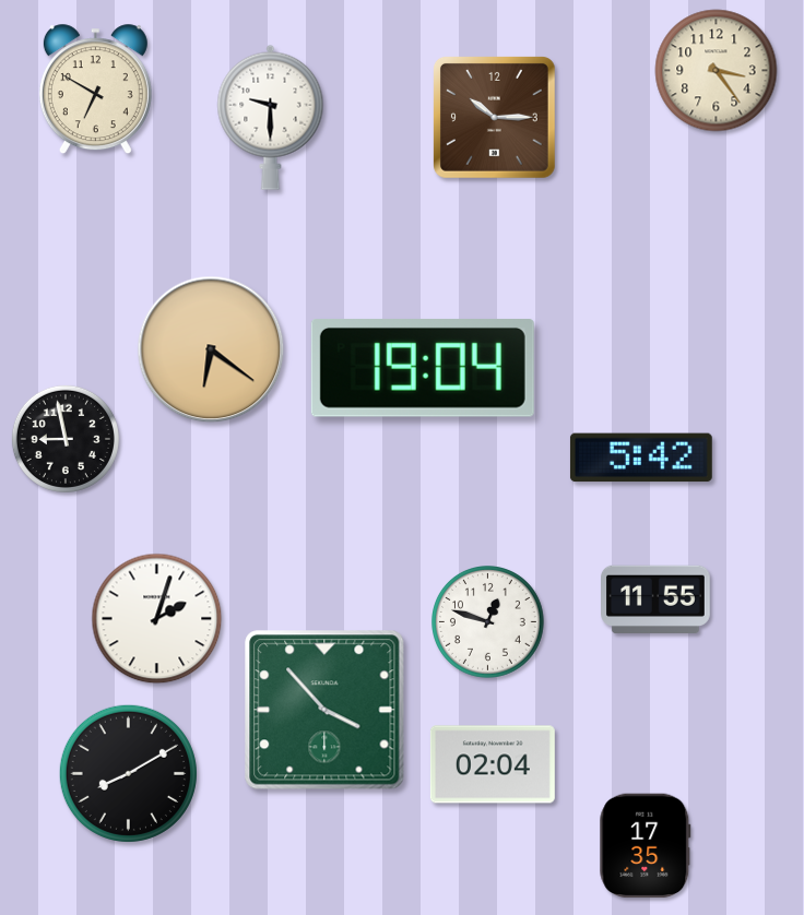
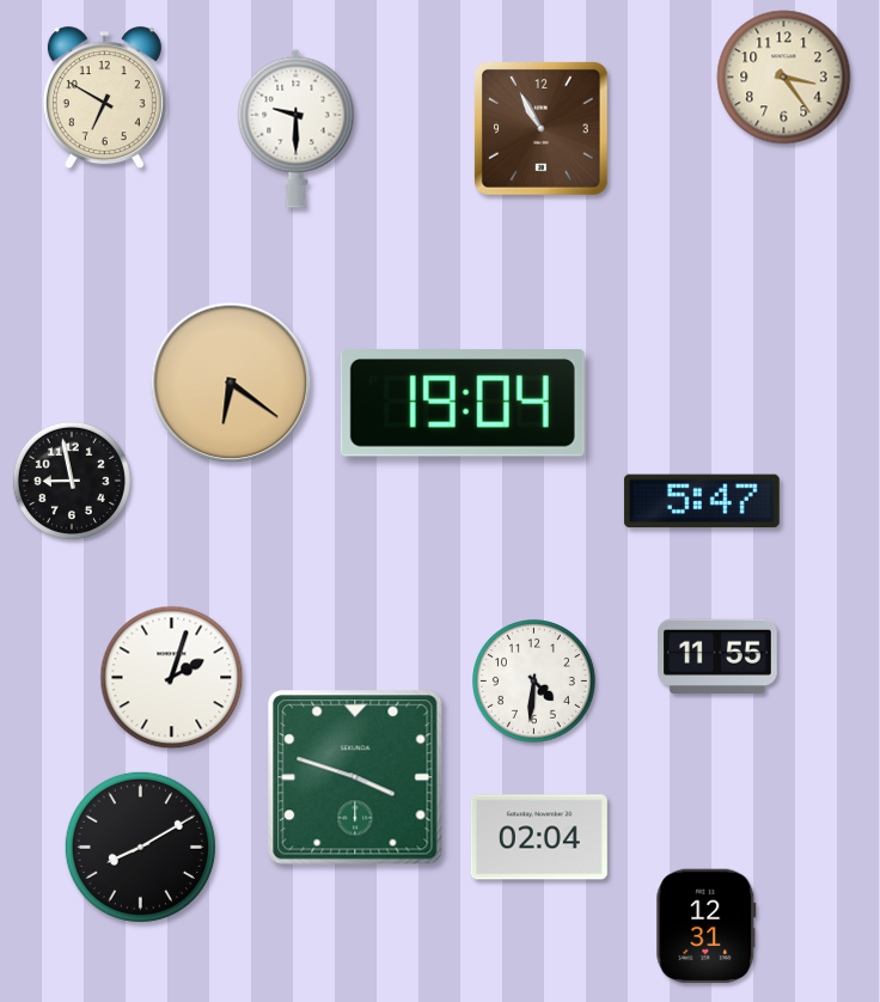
clock at (494, 117): 10:15 -> 10:55
clock at (641, 458): 5:42 -> 5:47
clock at (488, 622): 12:48 -> 4:31
clock at (324, 710): 3:53 -> 3:48
clock at (646, 846): 17:35 -> 12:31
